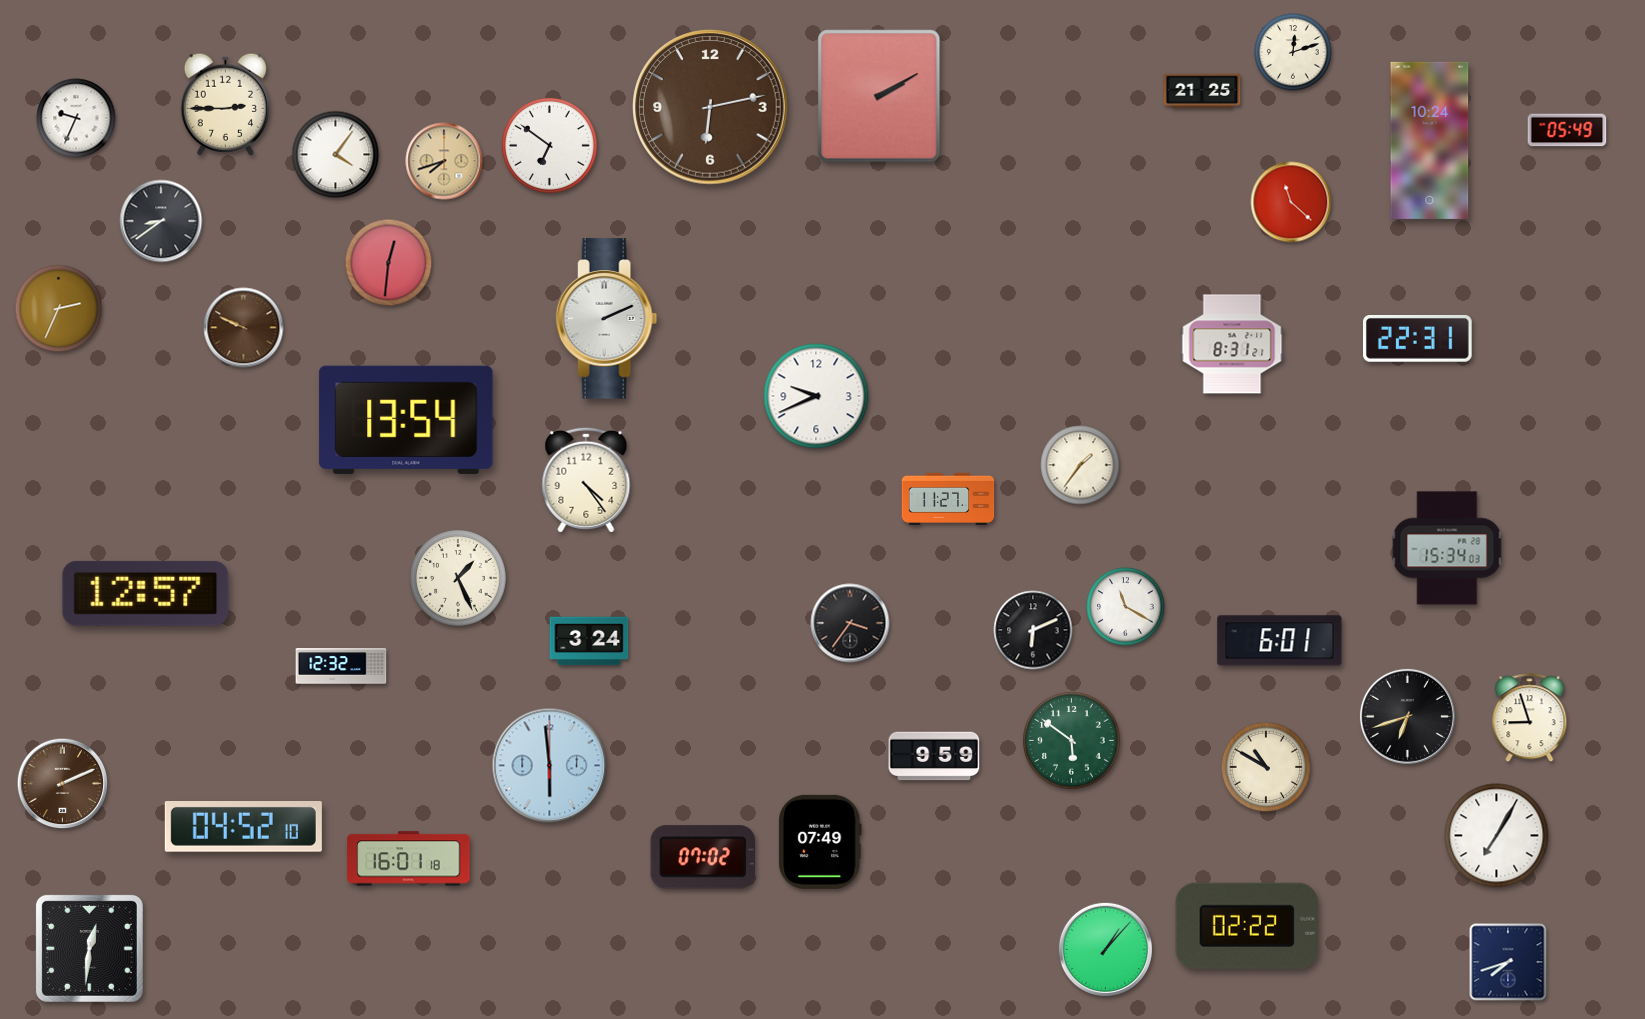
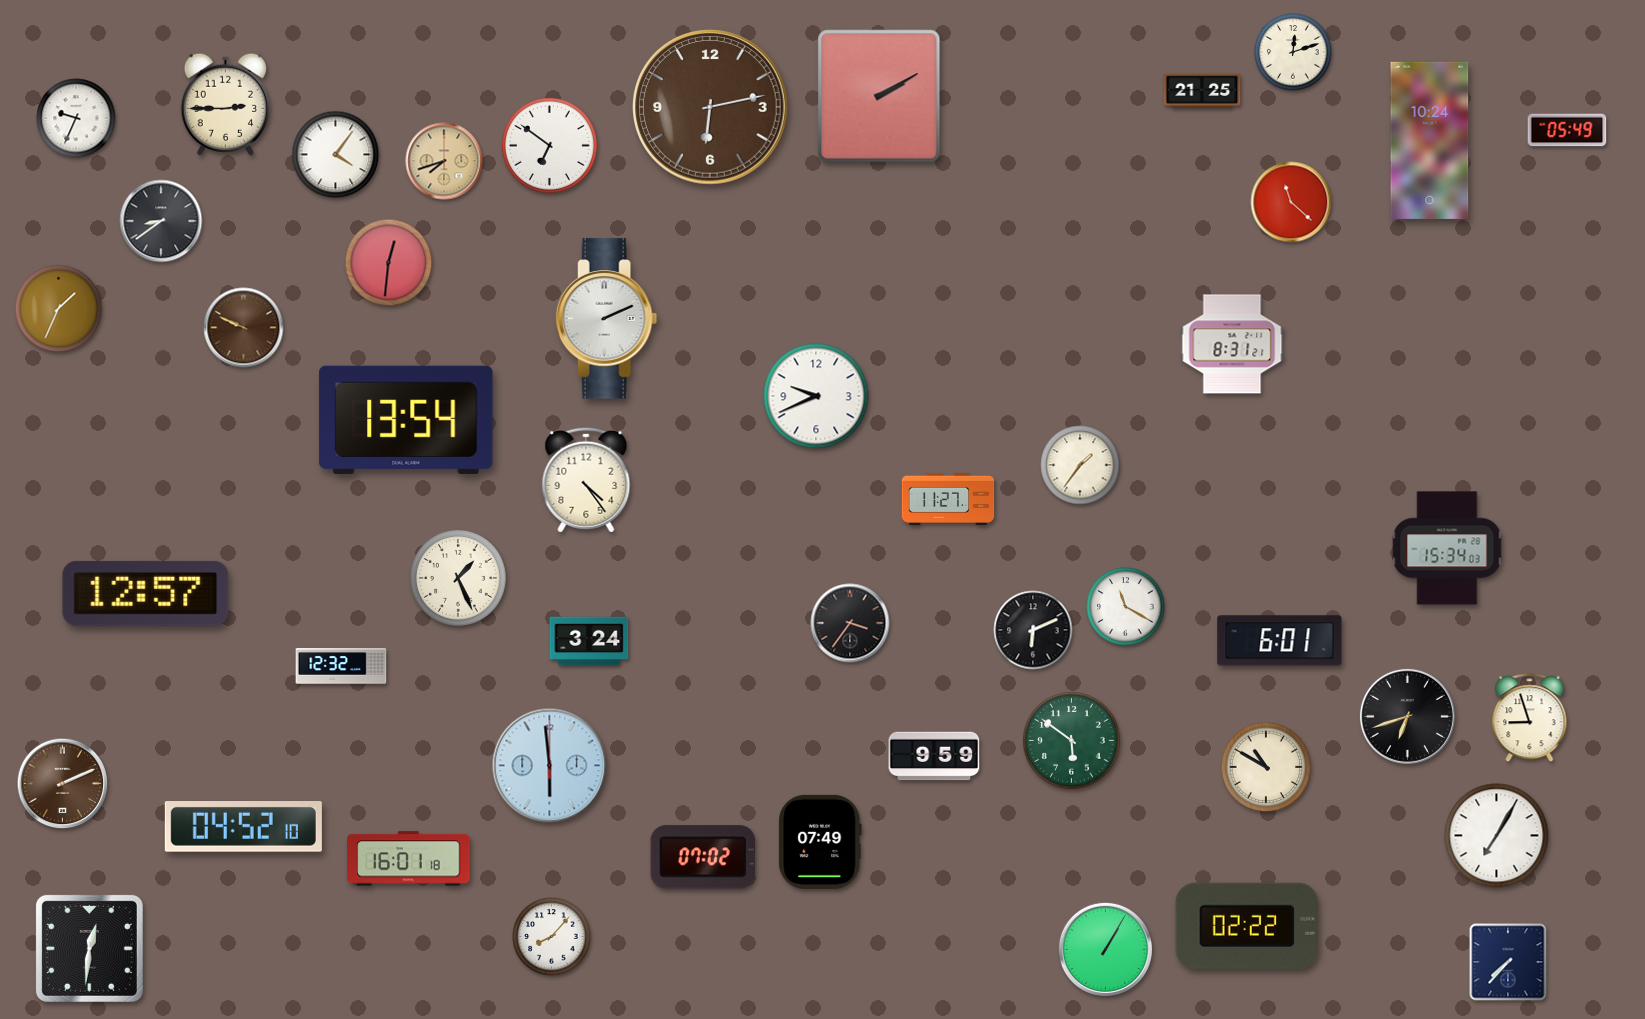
clock at (59, 309): 2:34 -> 1:34
clock at (1417, 339): 22:31 -> none
clock at (552, 937): none -> 8:07
clock at (1105, 949): 1:07 -> 1:05
clock at (1508, 962): 7:42 -> 7:37
